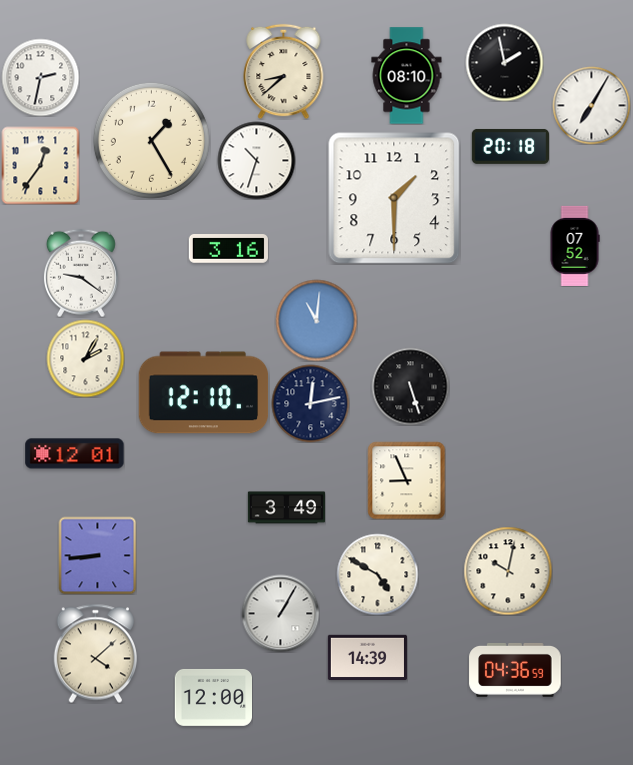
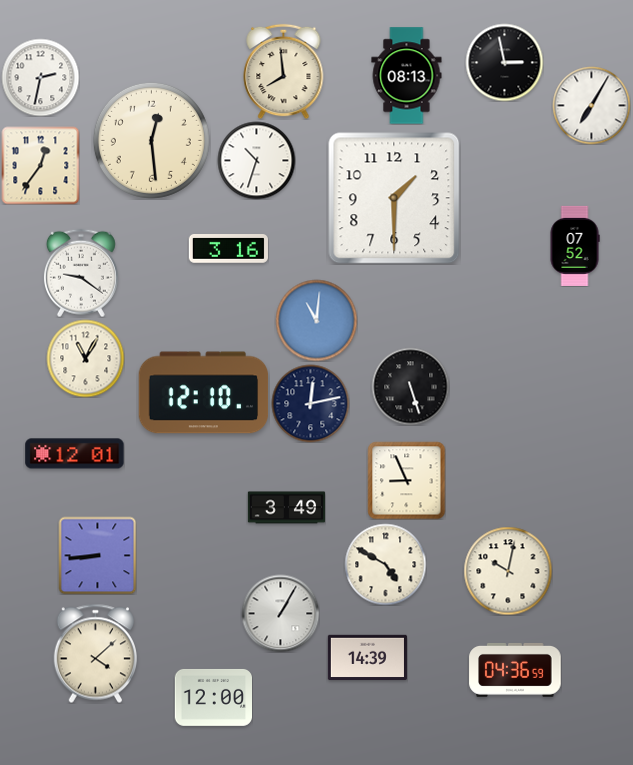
clock at (504, 62): 1:58 -> 2:58
clock at (284, 71): 8:38 -> 7:59
clock at (407, 76): 08:10 -> 08:13
clock at (151, 140): 1:25 -> 12:29
clock at (510, 147): 20:18 -> none
clock at (85, 358): 2:05 -> 11:05
clock at (377, 574) position: (377, 574) -> (385, 564)
